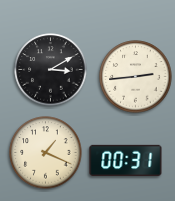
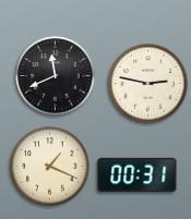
clock at (51, 70): 3:10 -> 11:41
clock at (136, 77): 2:44 -> 2:47
